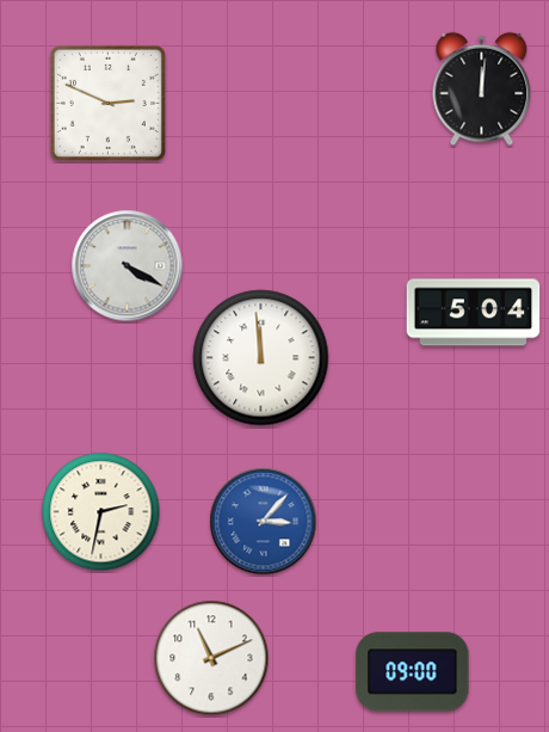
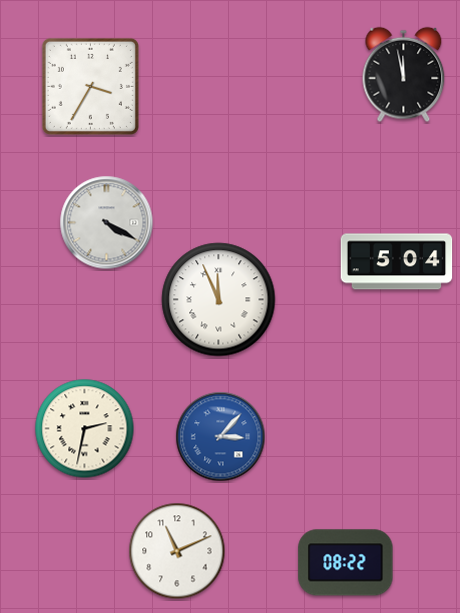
clock at (482, 90): 12:01 -> 11:58
clock at (107, 103): 2:49 -> 3:35
clock at (261, 358): 11:59 -> 11:56
clock at (413, 672): 09:00 -> 08:22
